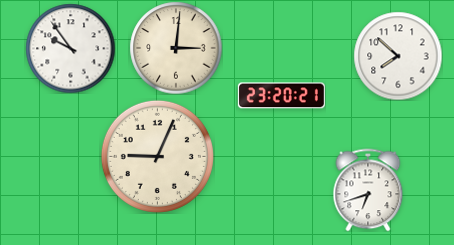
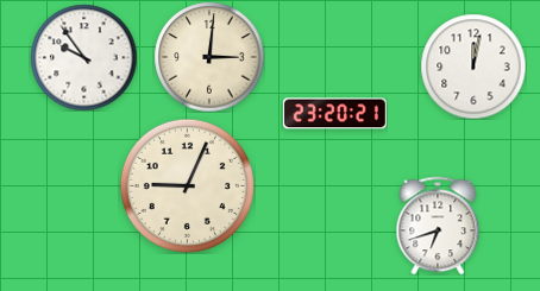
clock at (398, 56): 7:52 -> 12:02
